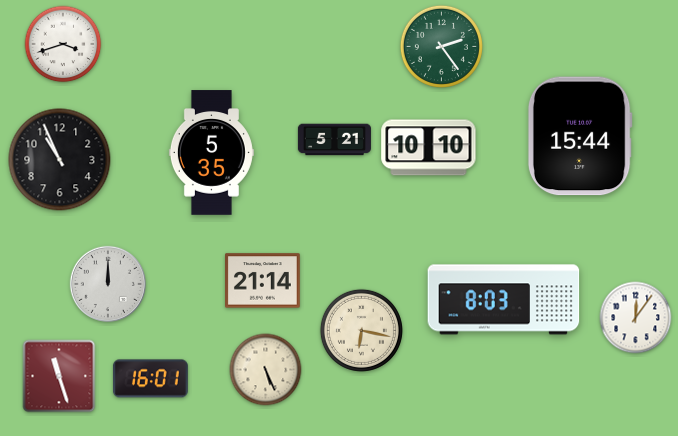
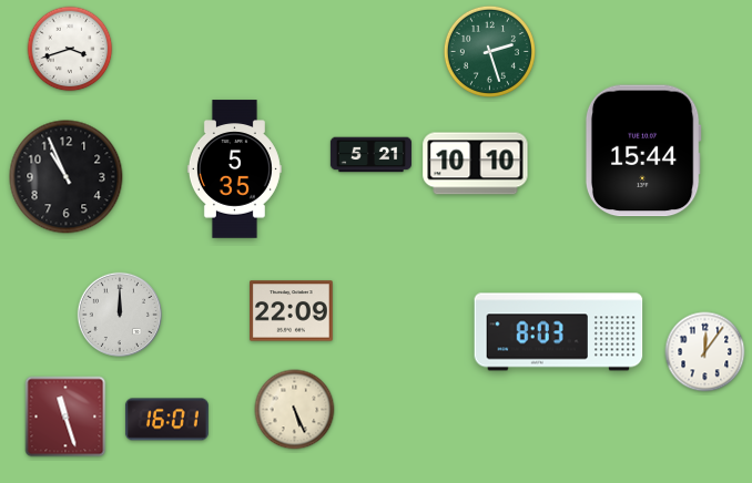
clock at (441, 46): 2:24 -> 2:27
clock at (263, 281): 21:14 -> 22:09
clock at (361, 330): 6:17 -> none
